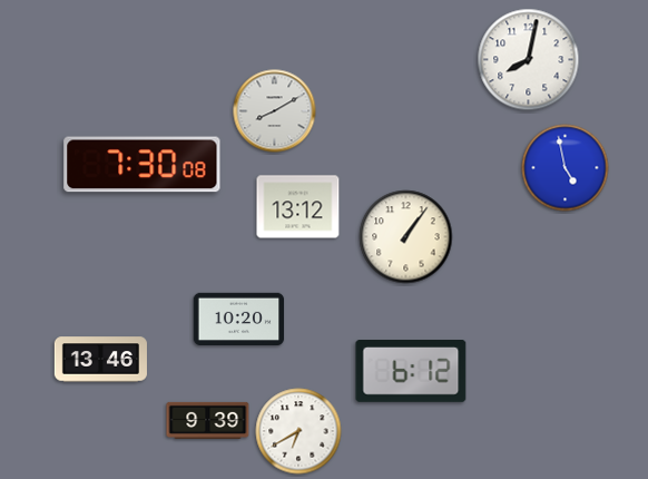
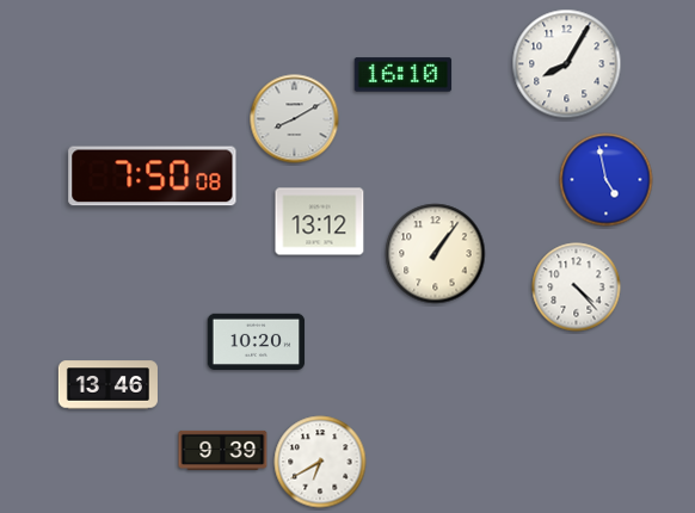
clock at (529, 60): 8:02 -> 8:05
clock at (404, 75): none -> 16:10
clock at (143, 165): 7:30 -> 7:50
clock at (577, 288): none -> 4:23
clock at (411, 372): 6:12 -> none
